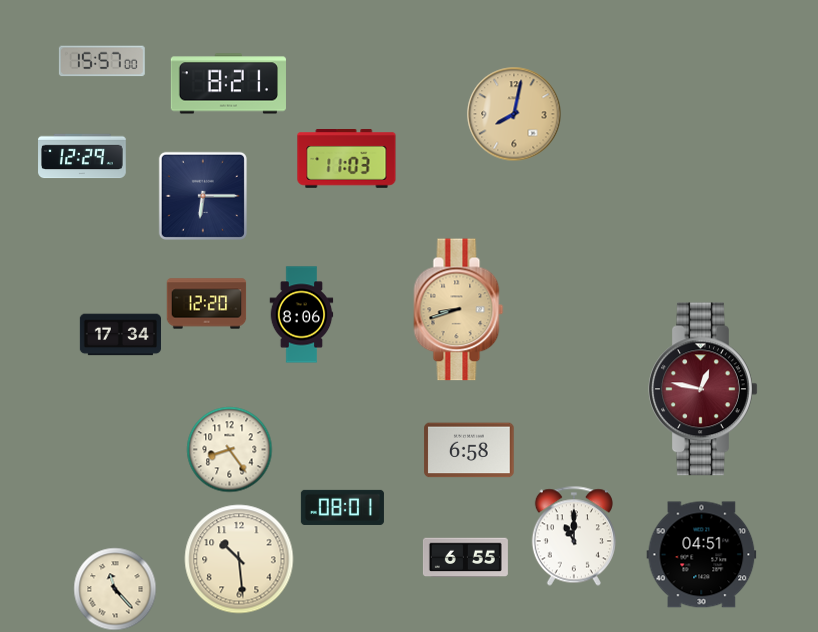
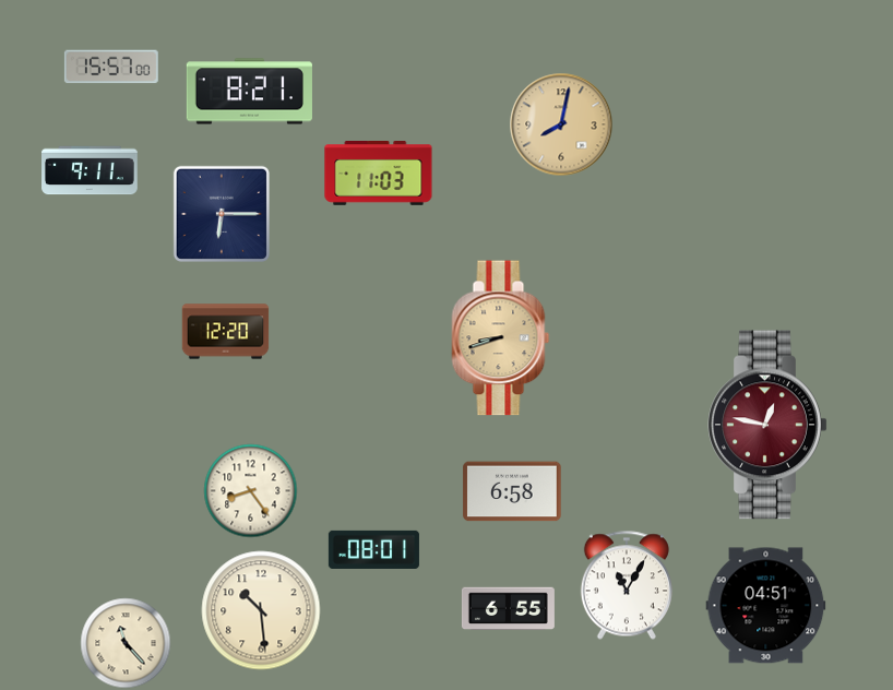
clock at (82, 156): 12:29 -> 9:11
clock at (302, 315): 8:06 -> none
clock at (121, 335): 17:34 -> none
clock at (342, 507) position: (342, 507) -> (373, 549)
clock at (574, 536): 11:00 -> 11:05
